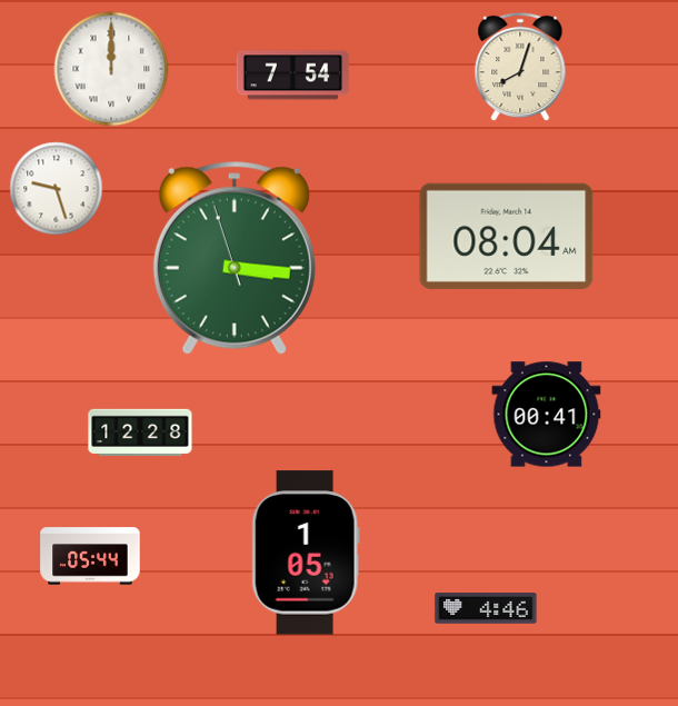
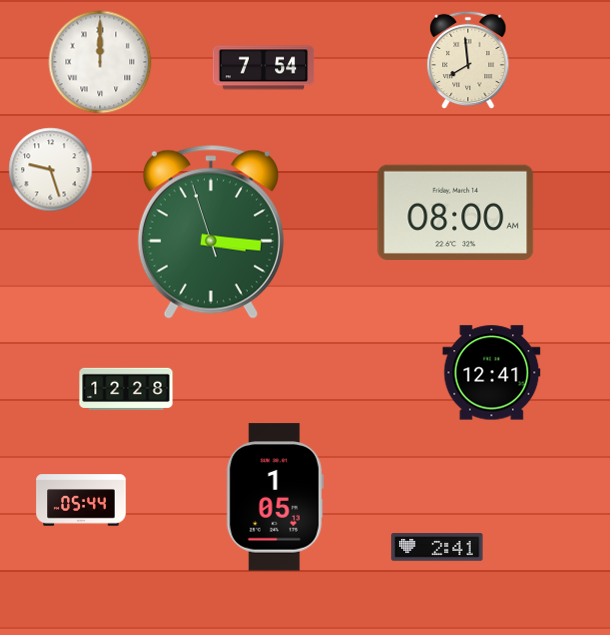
clock at (520, 67): 8:03 -> 7:59
clock at (507, 236): 08:04 -> 08:00
clock at (547, 415): 00:41 -> 12:41
clock at (486, 608): 4:46 -> 2:41
